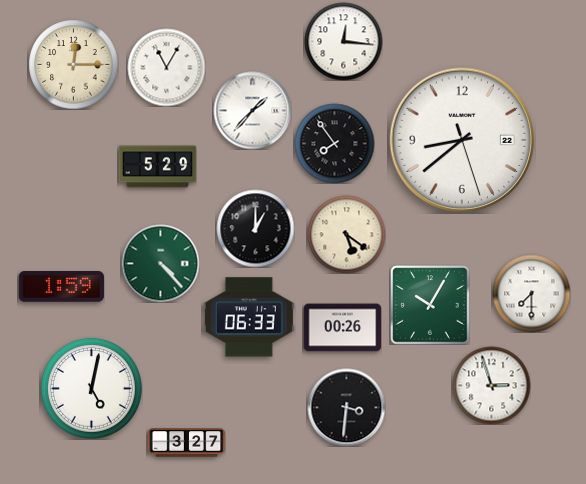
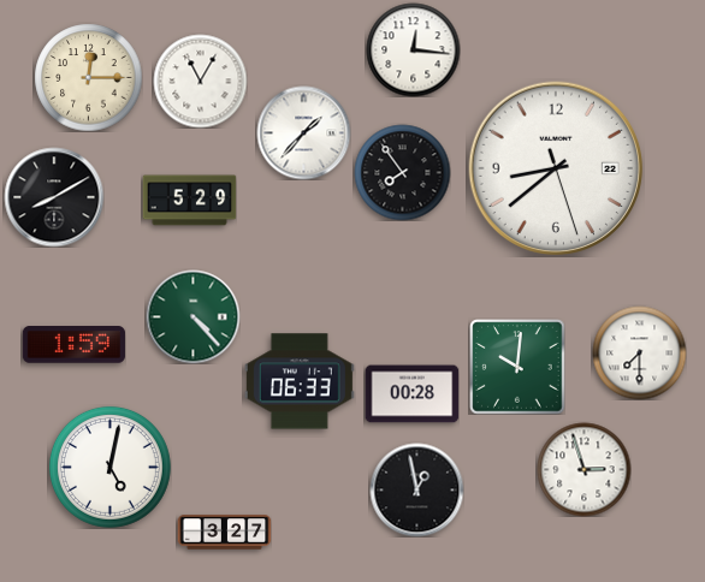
clock at (54, 197): none -> 8:10
clock at (255, 228): 1:00 -> none
clock at (346, 234): 5:21 -> none
clock at (430, 305): 10:05 -> 10:01
clock at (342, 328): 00:26 -> 00:28
clock at (491, 385) position: (491, 385) -> (583, 469)
clock at (346, 407): 3:31 -> 12:58
